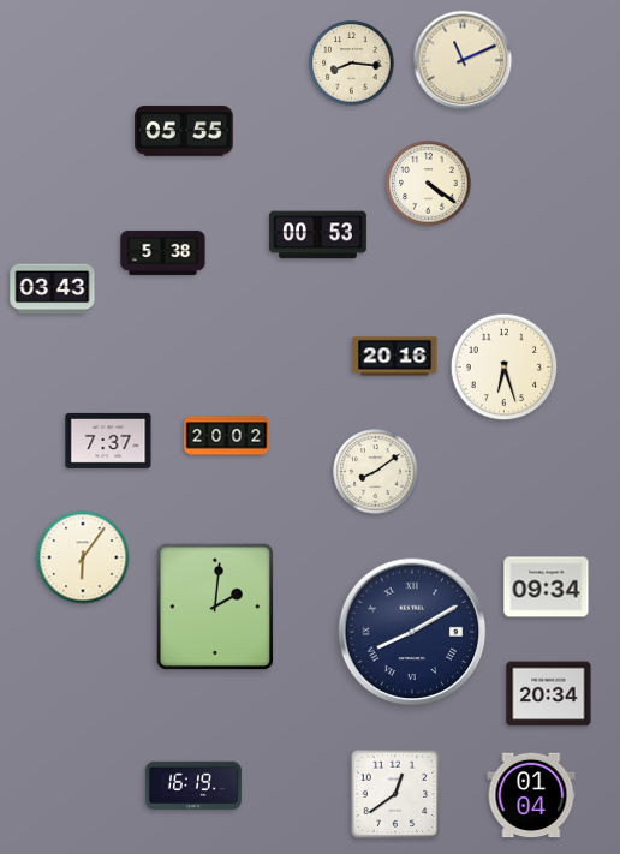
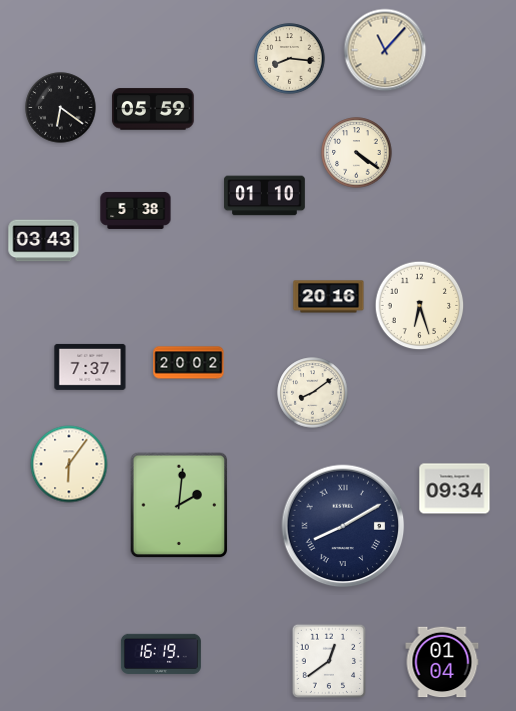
clock at (463, 60): 11:11 -> 11:07
clock at (352, 64) position: (352, 64) -> (290, 59)
clock at (61, 108): none -> 6:21
clock at (184, 131): 05:55 -> 05:59
clock at (318, 235): 00:53 -> 01:10
clock at (549, 694): 20:34 -> none
